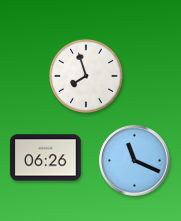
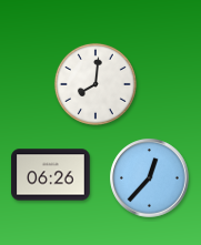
clock at (86, 76): 7:57 -> 8:01
clock at (135, 161): 11:19 -> 12:37
